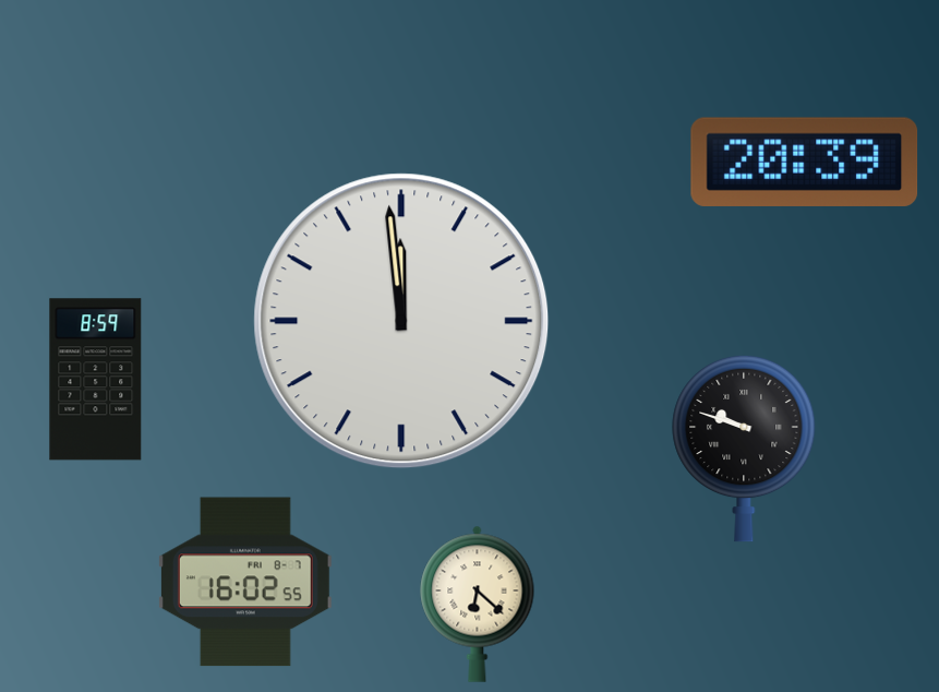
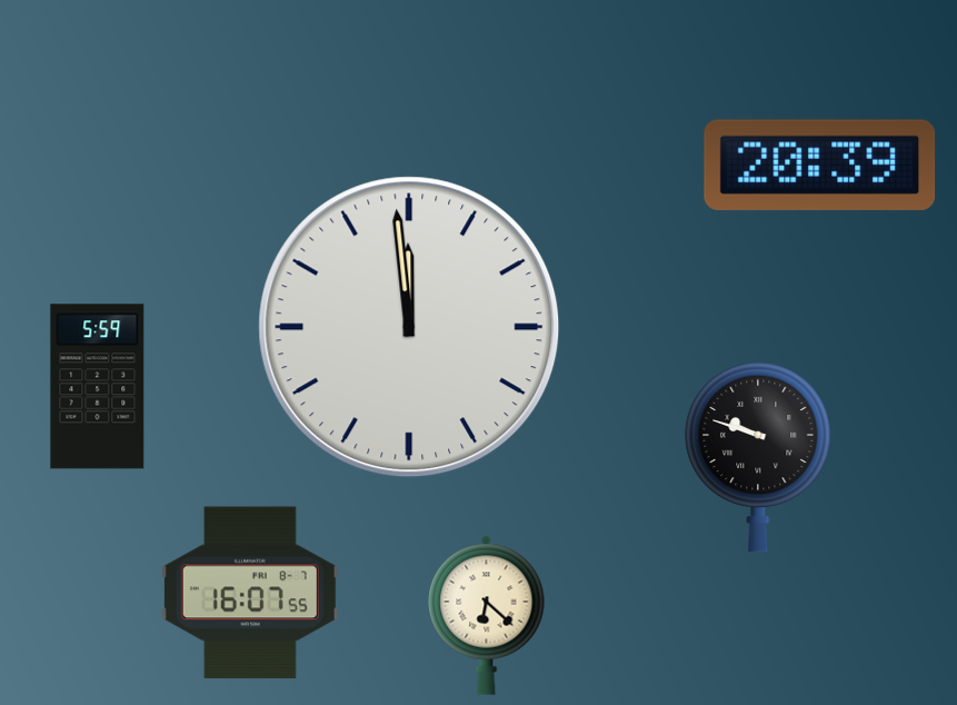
clock at (96, 380): 8:59 -> 5:59
clock at (245, 582): 16:02 -> 16:07
